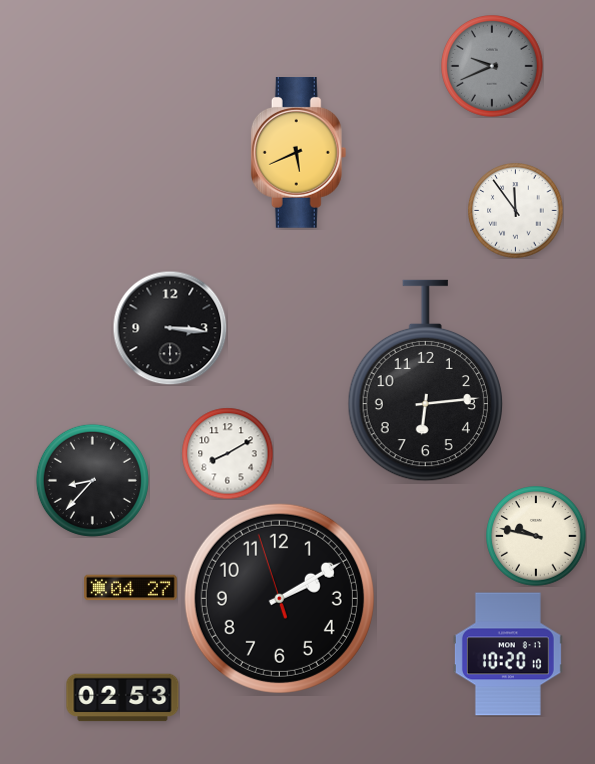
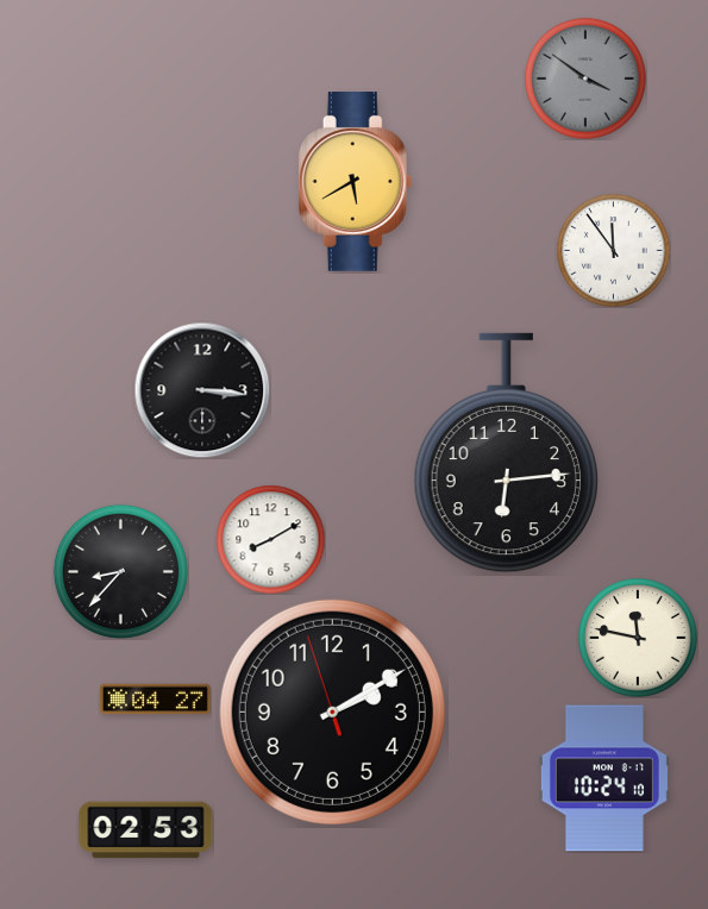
clock at (493, 67): 9:41 -> 3:51
clock at (299, 153): 5:41 -> 5:40
clock at (92, 480) position: (92, 480) -> (120, 571)
clock at (536, 536): 9:47 -> 11:47
clock at (508, 654): 10:20 -> 10:24
